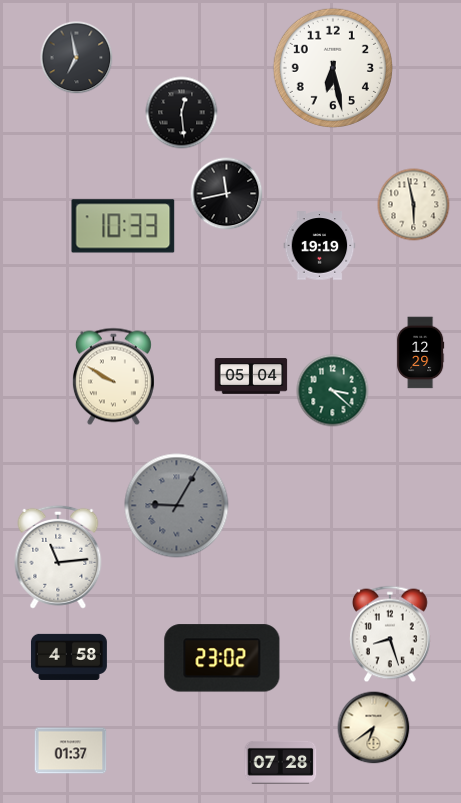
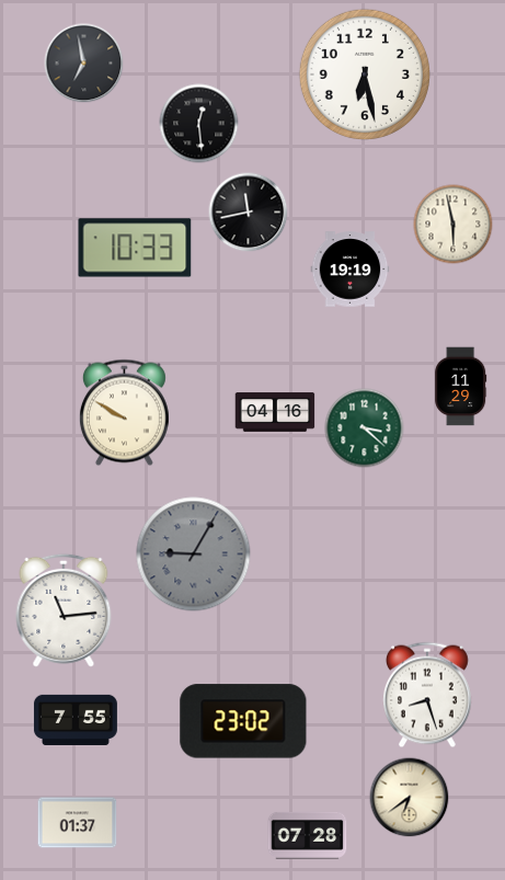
clock at (421, 353): 12:29 -> 11:29
clock at (251, 376): 05:04 -> 04:16
clock at (69, 657): 4:58 -> 7:55
